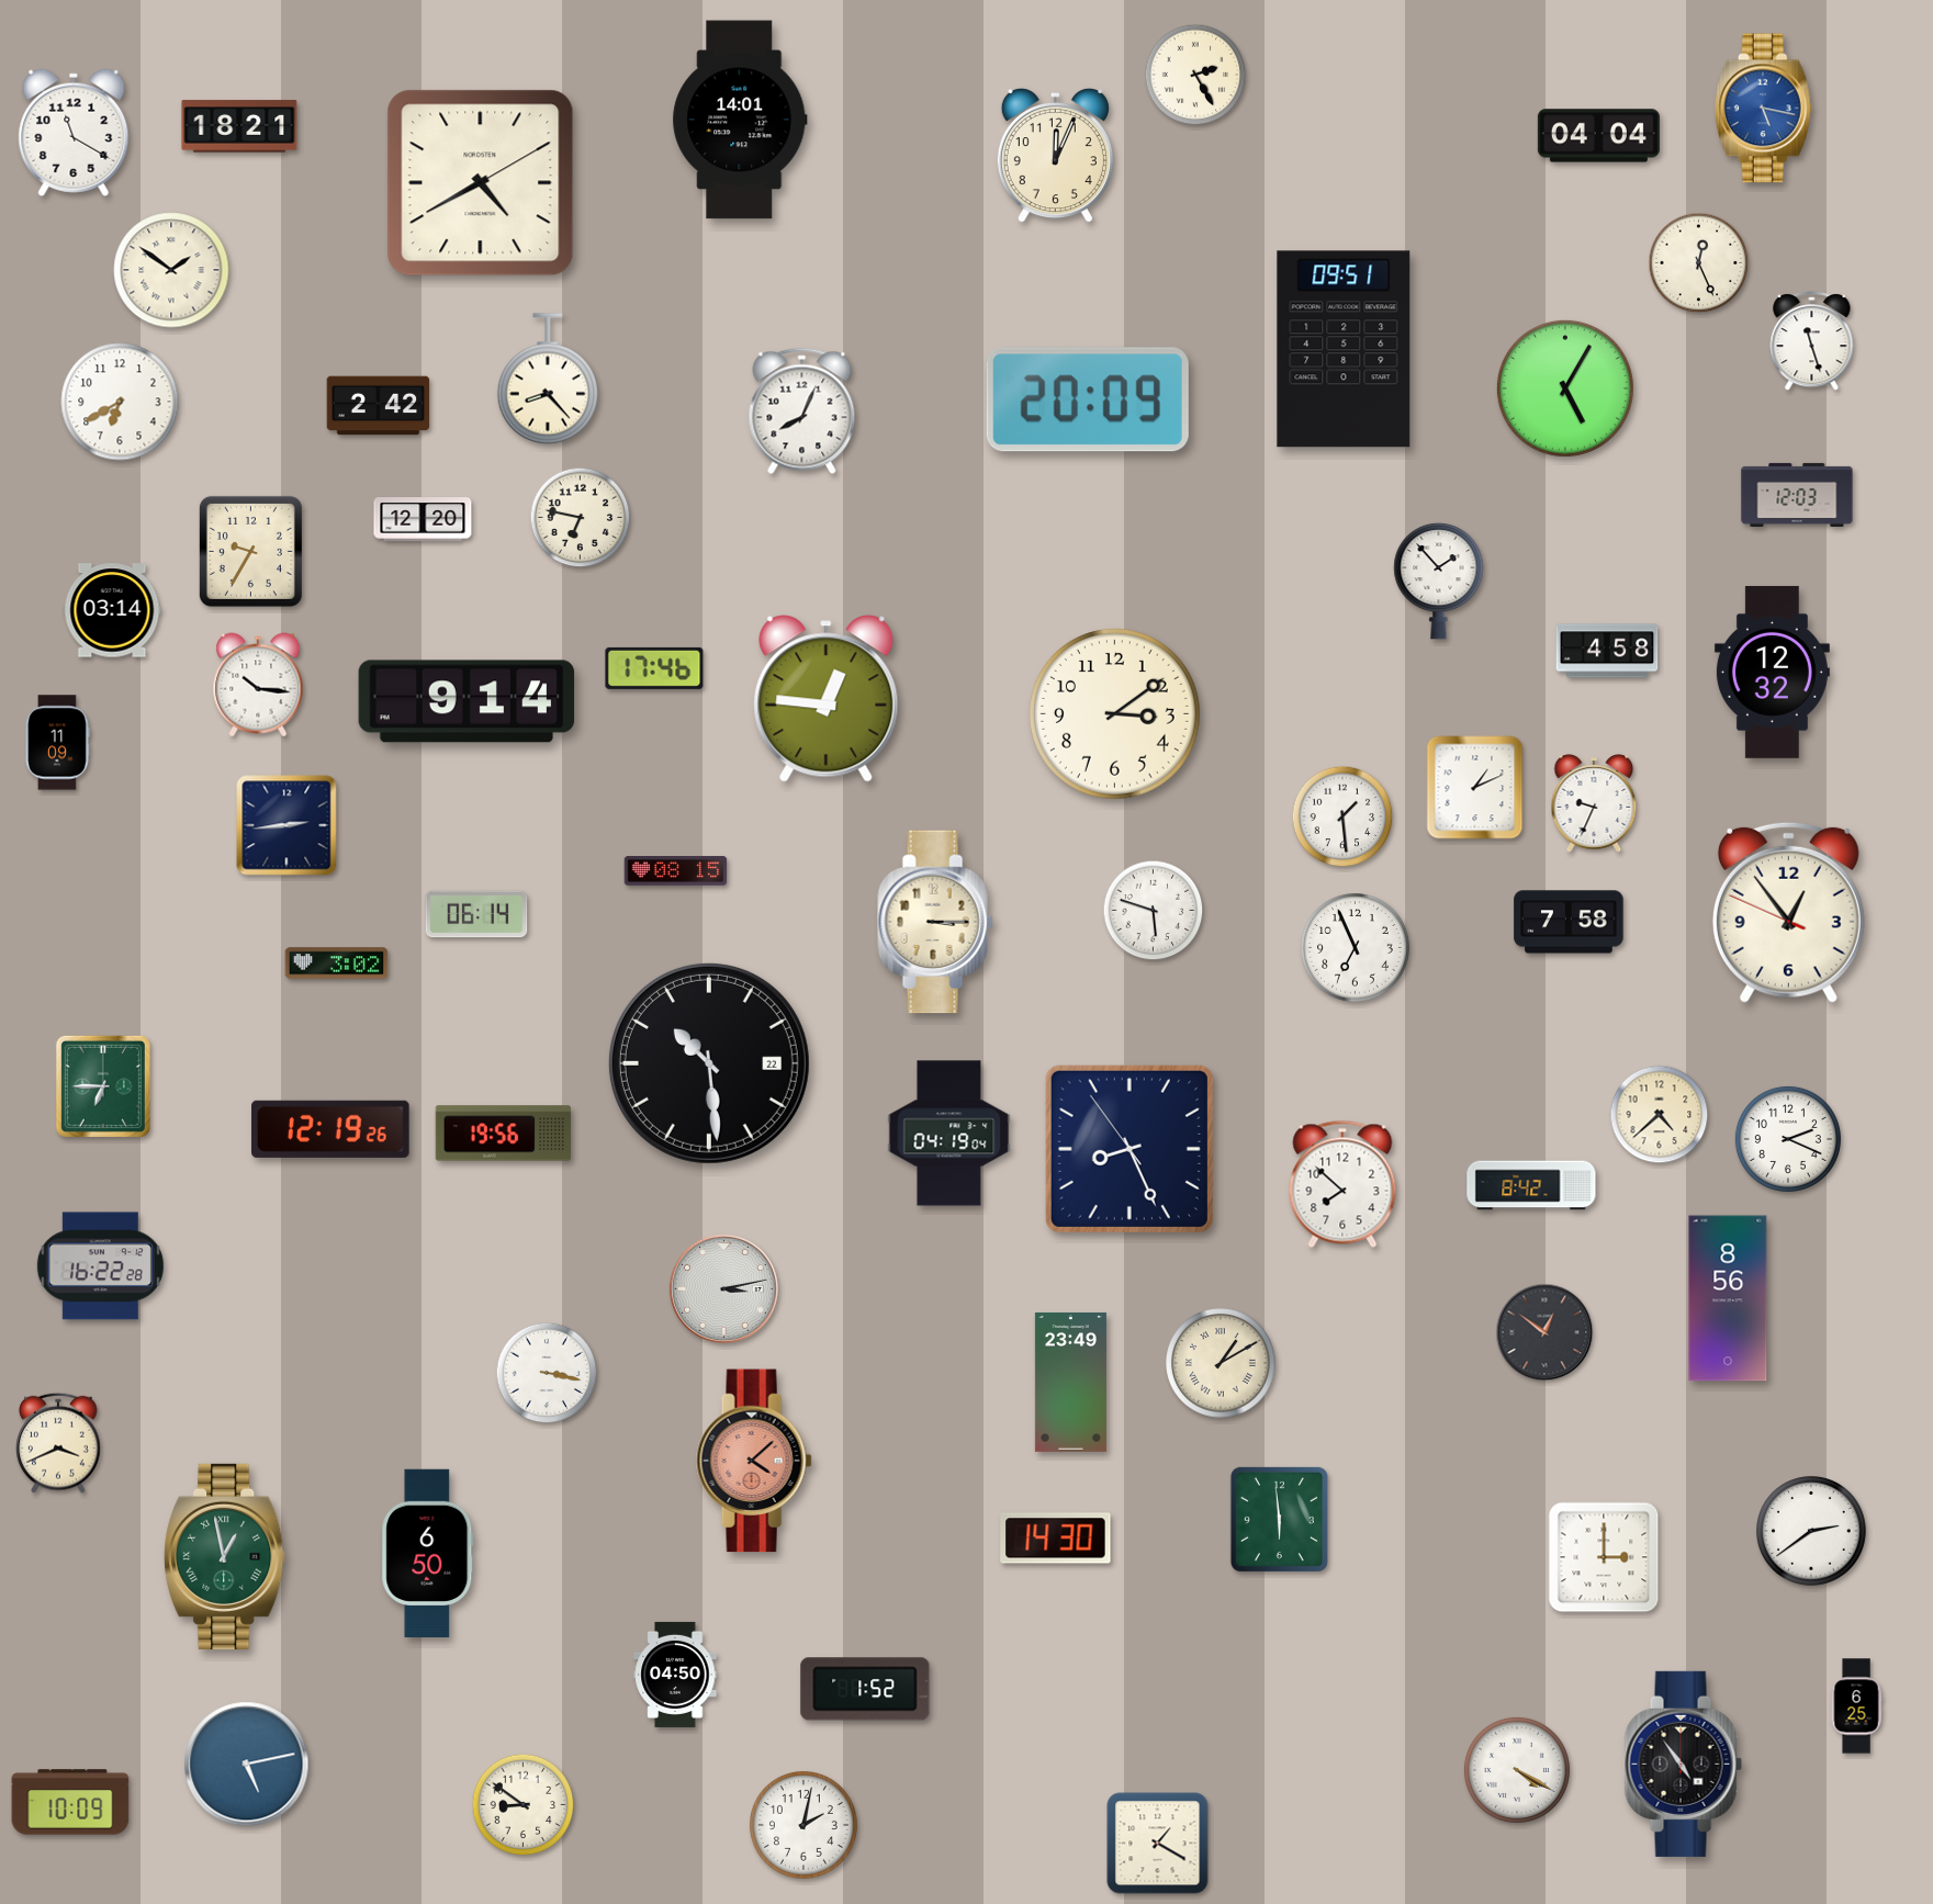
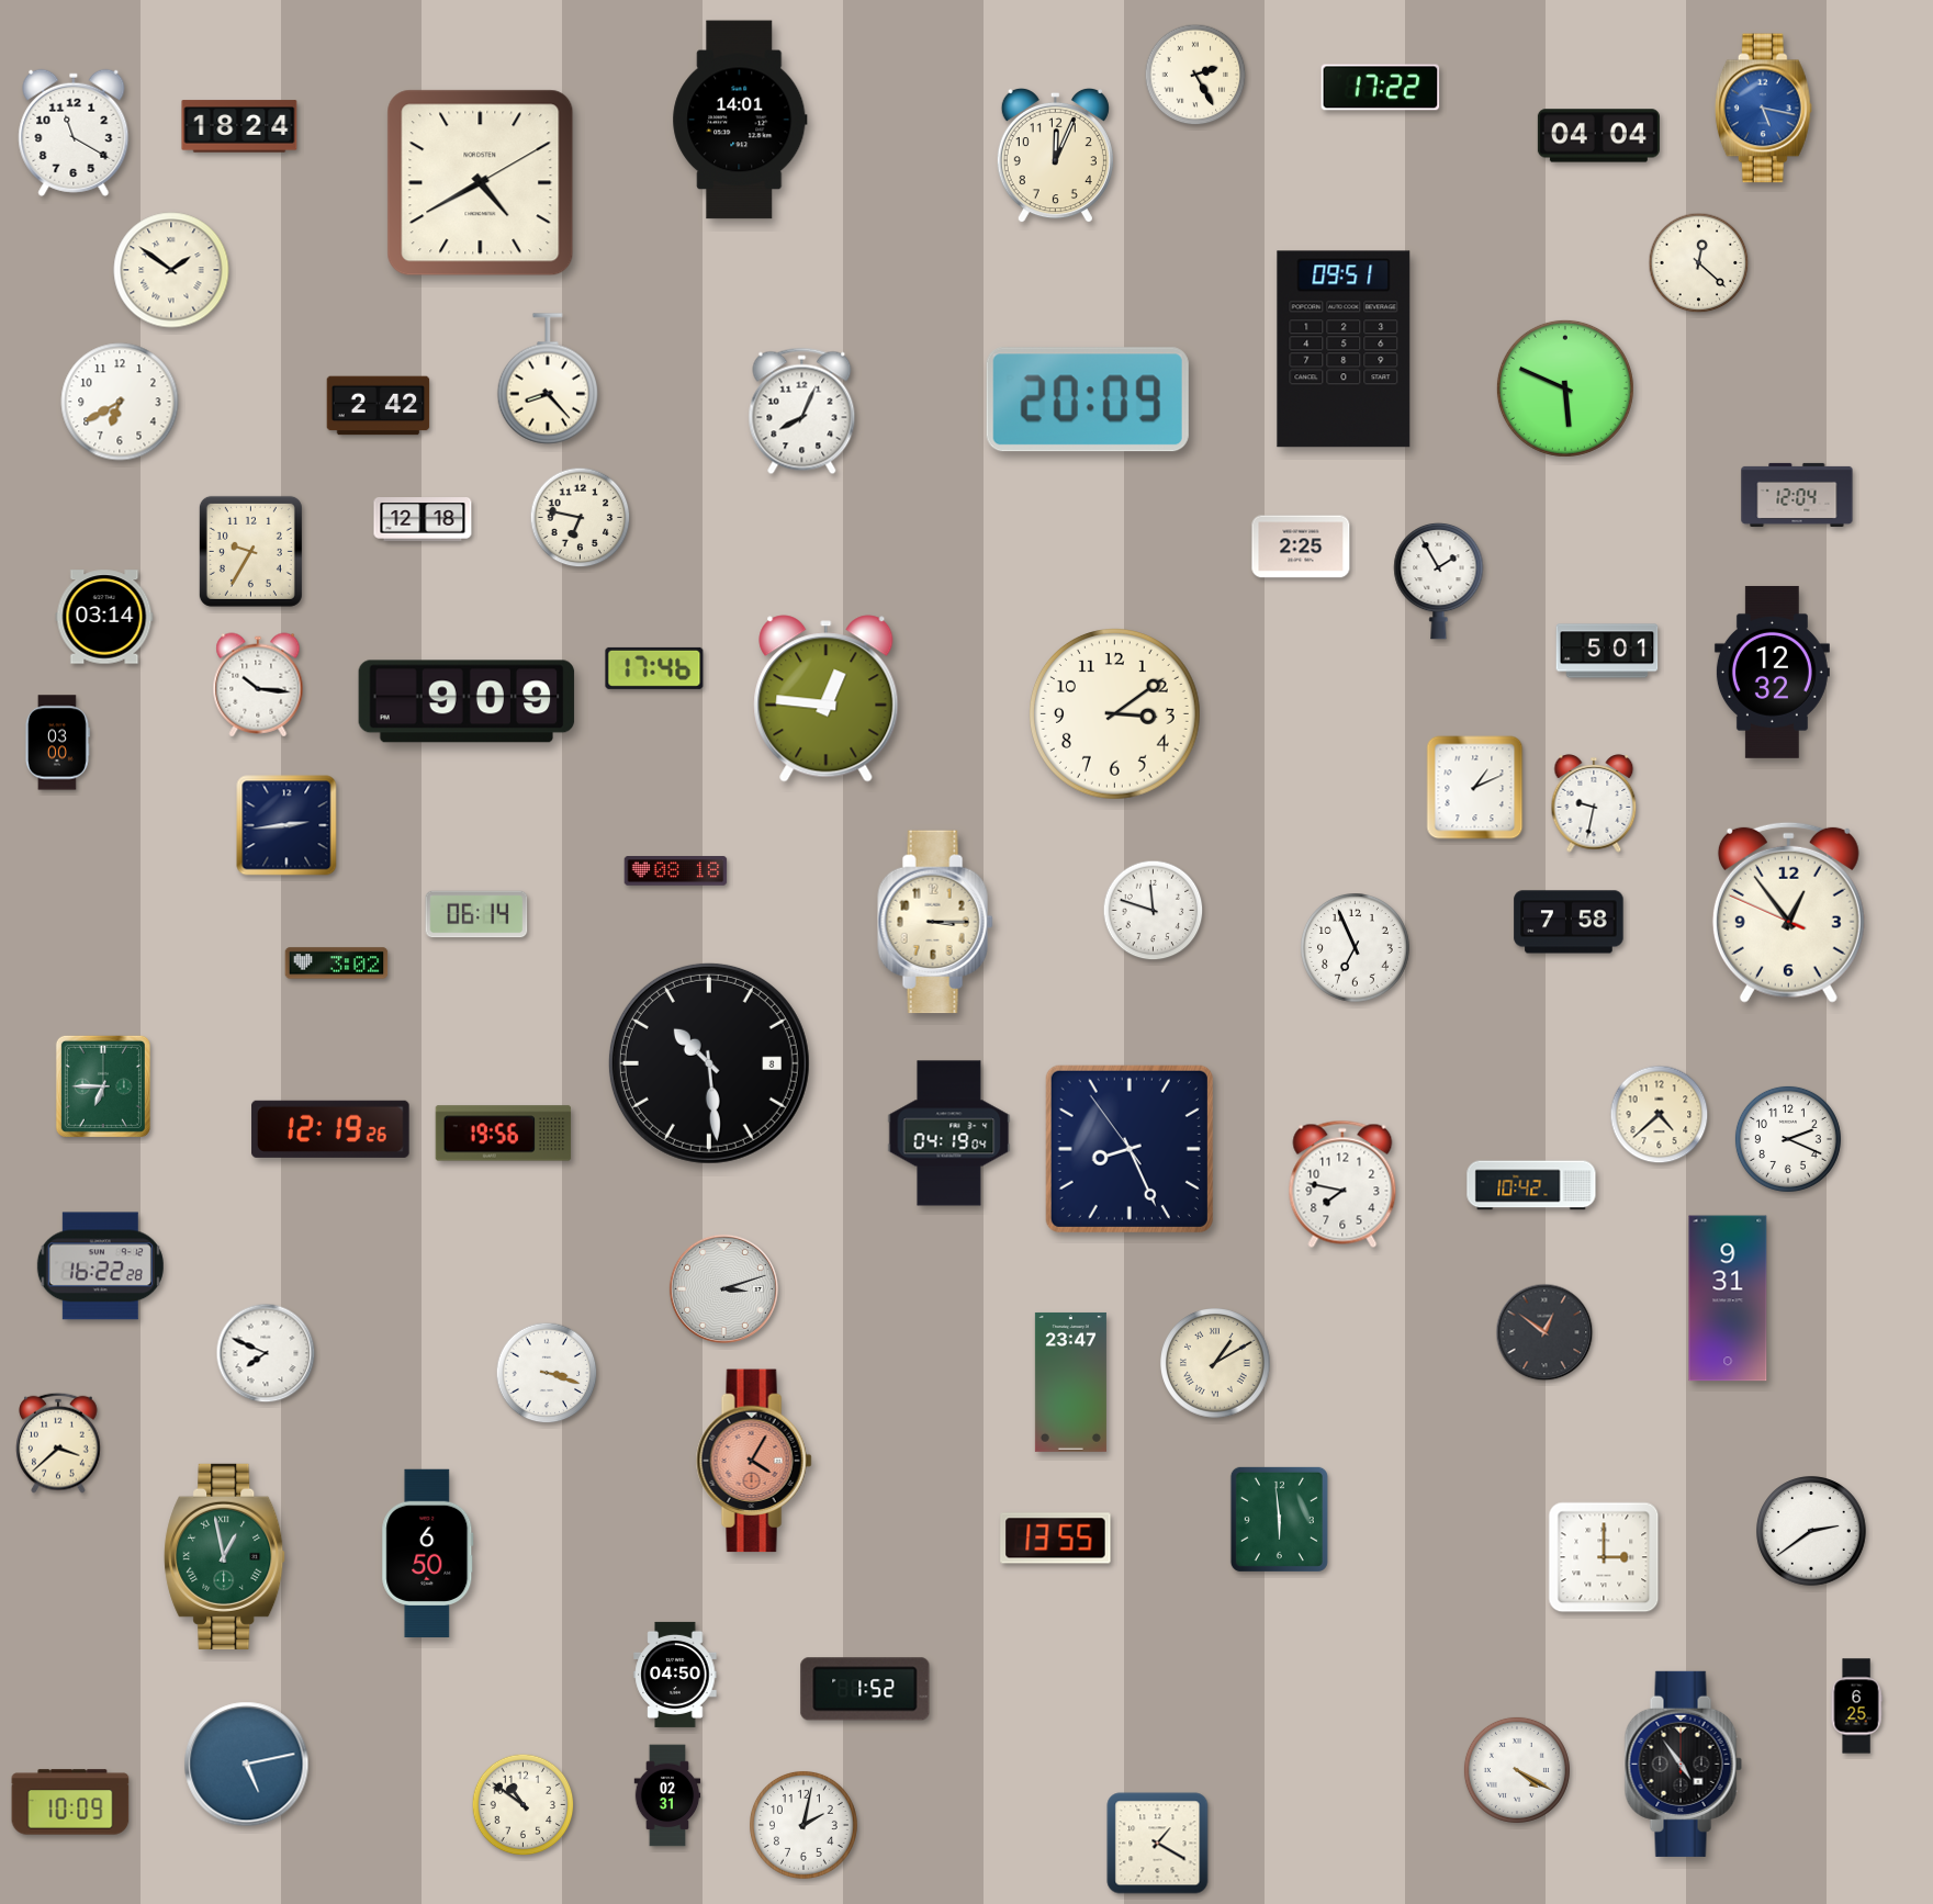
clock at (1381, 88): none -> 17:22
clock at (239, 126): 18:21 -> 18:24
clock at (1699, 263): 12:26 -> 12:22
clock at (1812, 340): 11:27 -> none
clock at (1565, 388): 5:05 -> 5:49
clock at (1797, 495): 12:03 -> 12:04
clock at (423, 519): 12:20 -> 12:18
clock at (1301, 547): none -> 2:25
clock at (1439, 581): 1:53 -> 1:55
clock at (112, 610) position: (112, 610) -> (104, 617)
clock at (1607, 651): 4:58 -> 5:01
clock at (467, 701): 9:14 -> 9:09
clock at (57, 743): 11:09 -> 03:00
clock at (1594, 803): 9:34 -> 9:32
clock at (1342, 816): 1:29 -> none
clock at (676, 871): 08:15 -> 08:18
clock at (1154, 911): 5:48 -> 11:48
clock at (709, 1063) date: 22 -> 8
clock at (1342, 1184): 7:52 -> 7:47
clock at (1531, 1185): 8:42 -> 10:42
clock at (723, 1288): 3:13 -> 3:12
clock at (1728, 1298): 8:56 -> 9:31
clock at (266, 1353): none -> 7:49
clock at (1221, 1363) position: (1221, 1363) -> (1215, 1363)
clock at (547, 1373): 3:17 -> 3:18
clock at (1070, 1382): 23:49 -> 23:47
clock at (58, 1443): 3:41 -> 3:38
clock at (754, 1461): 4:08 -> 4:05
clock at (1056, 1539): 14:30 -> 13:55
clock at (667, 1795): none -> 02:31
clock at (524, 1805): 8:51 -> 10:51
